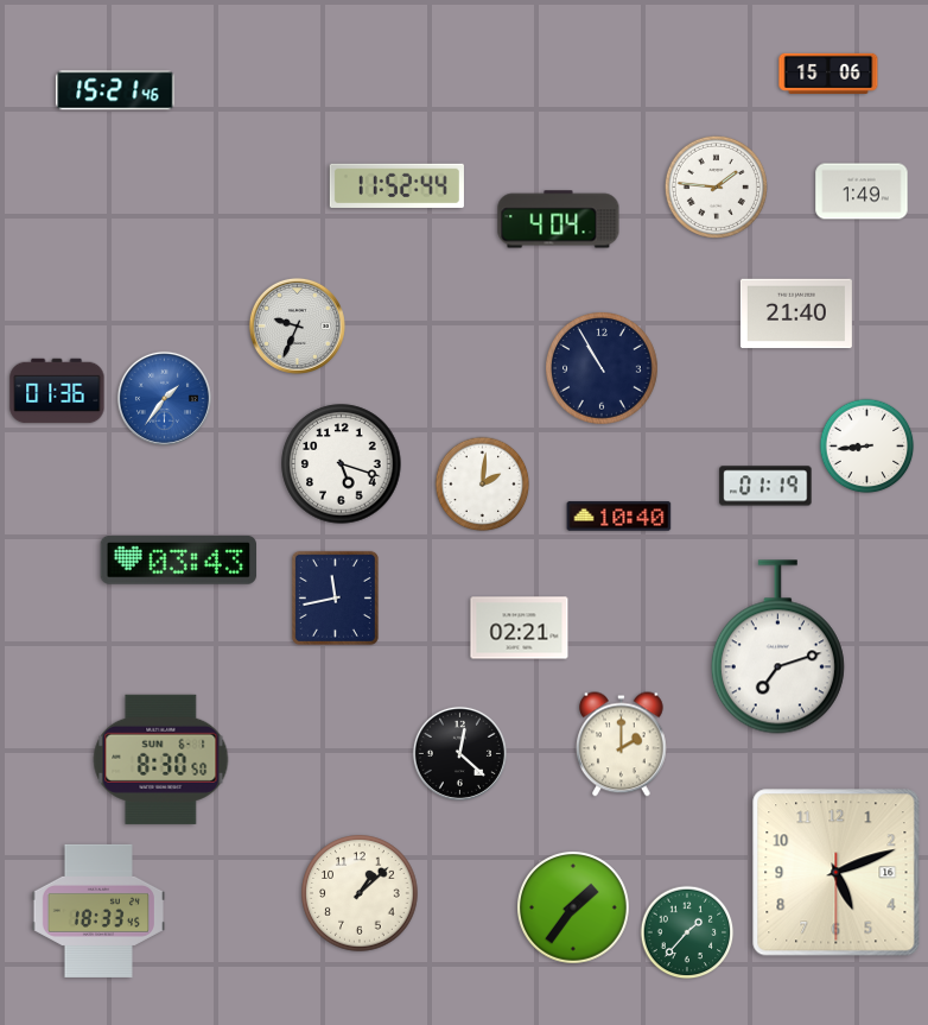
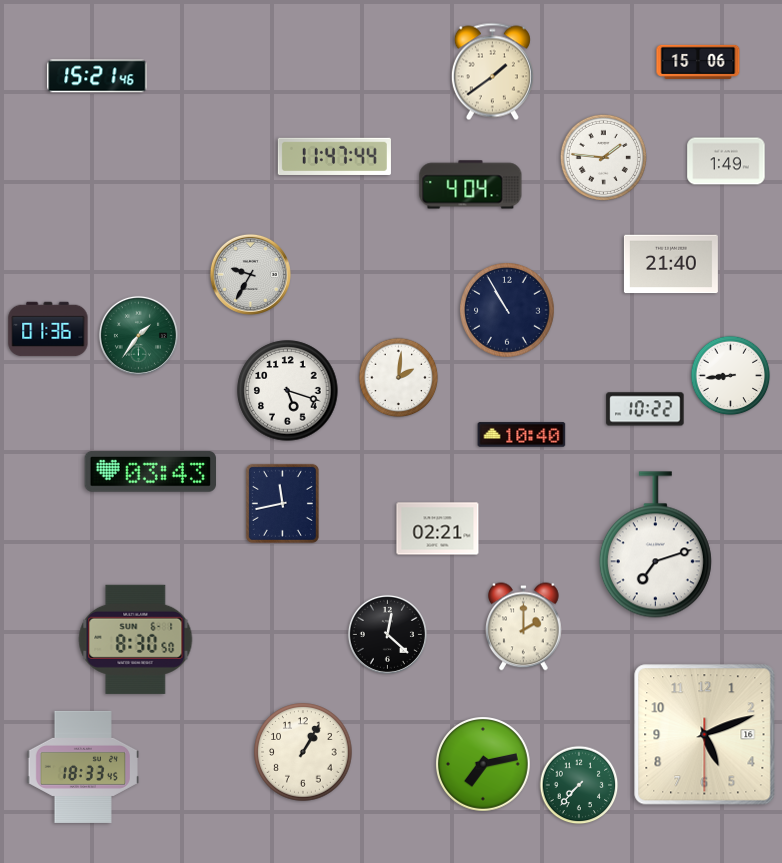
clock at (492, 72): none -> 1:39
clock at (396, 185): 11:52 -> 11:47
clock at (297, 325): 9:34 -> 9:35
clock at (164, 398) dial: blue -> green
clock at (483, 485) position: (483, 485) -> (399, 378)
clock at (765, 486): 01:19 -> 10:22
clock at (360, 893): 1:08 -> 1:05
clock at (574, 909): 1:36 -> 7:13
clock at (687, 932): 1:37 -> 7:37
